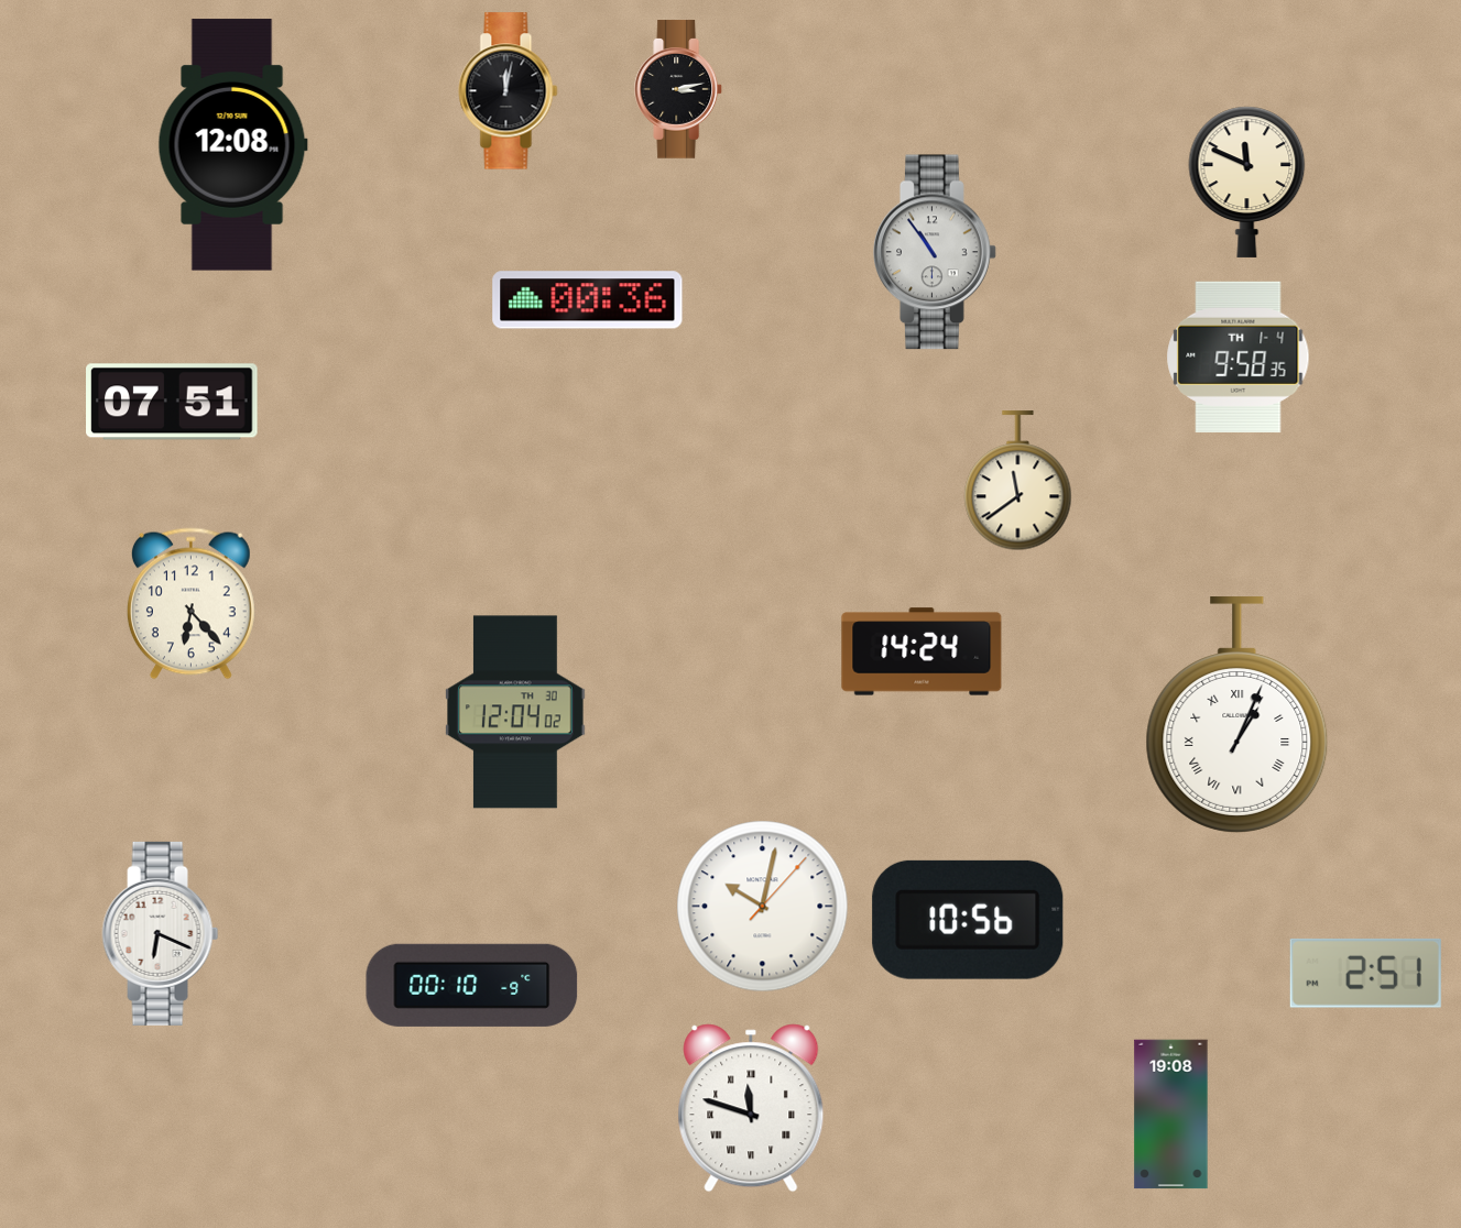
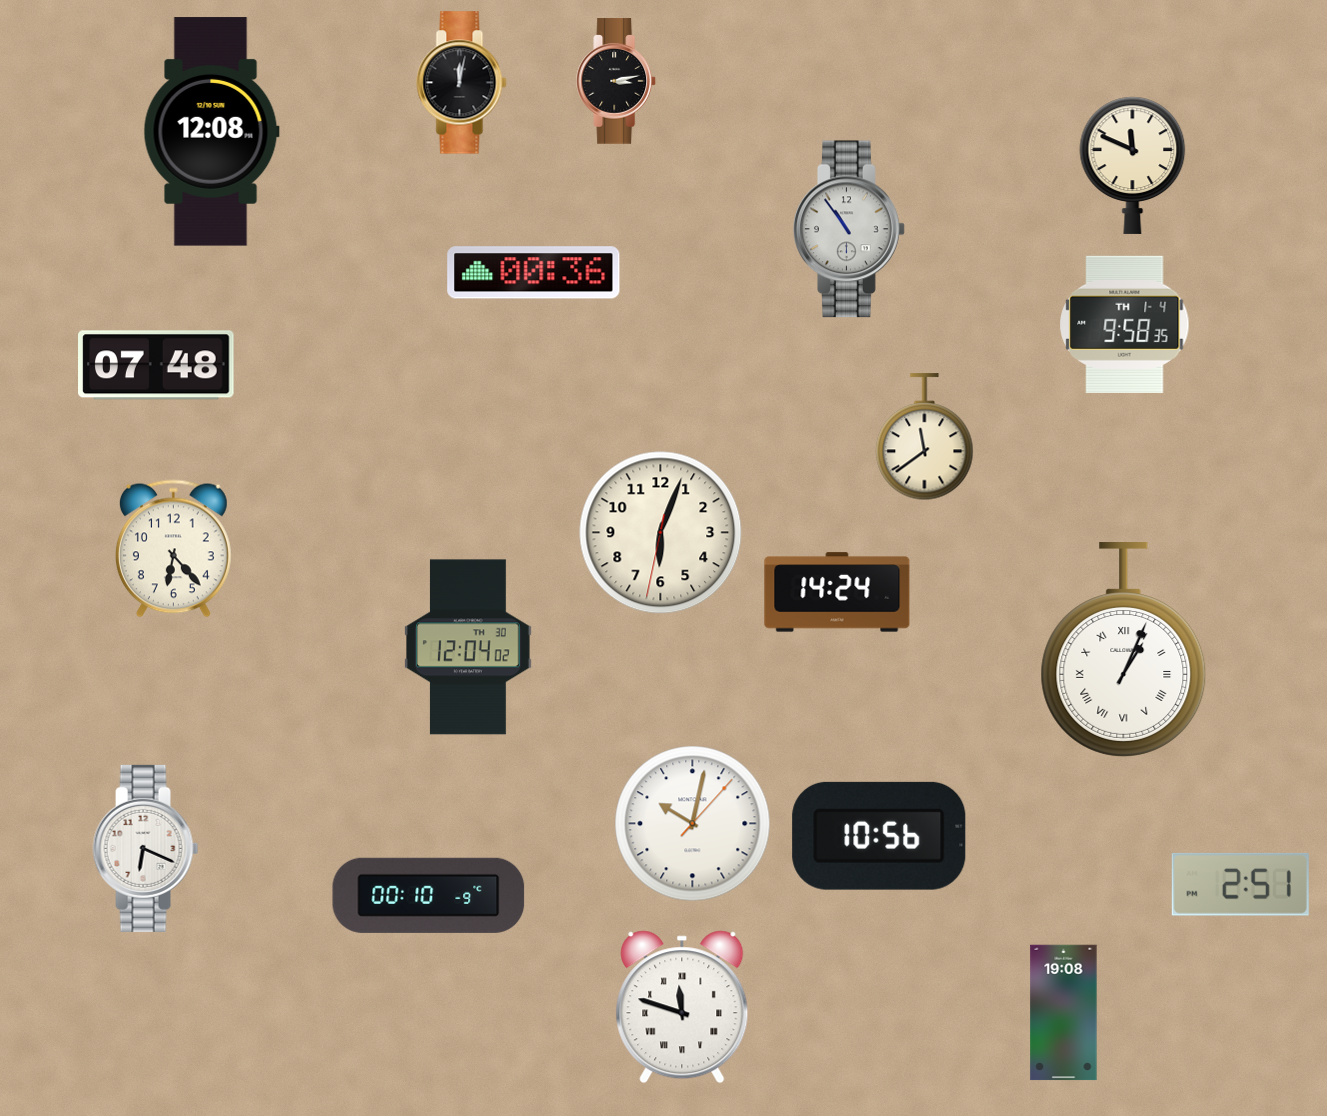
clock at (172, 402): 07:51 -> 07:48
clock at (661, 533): none -> 6:03
